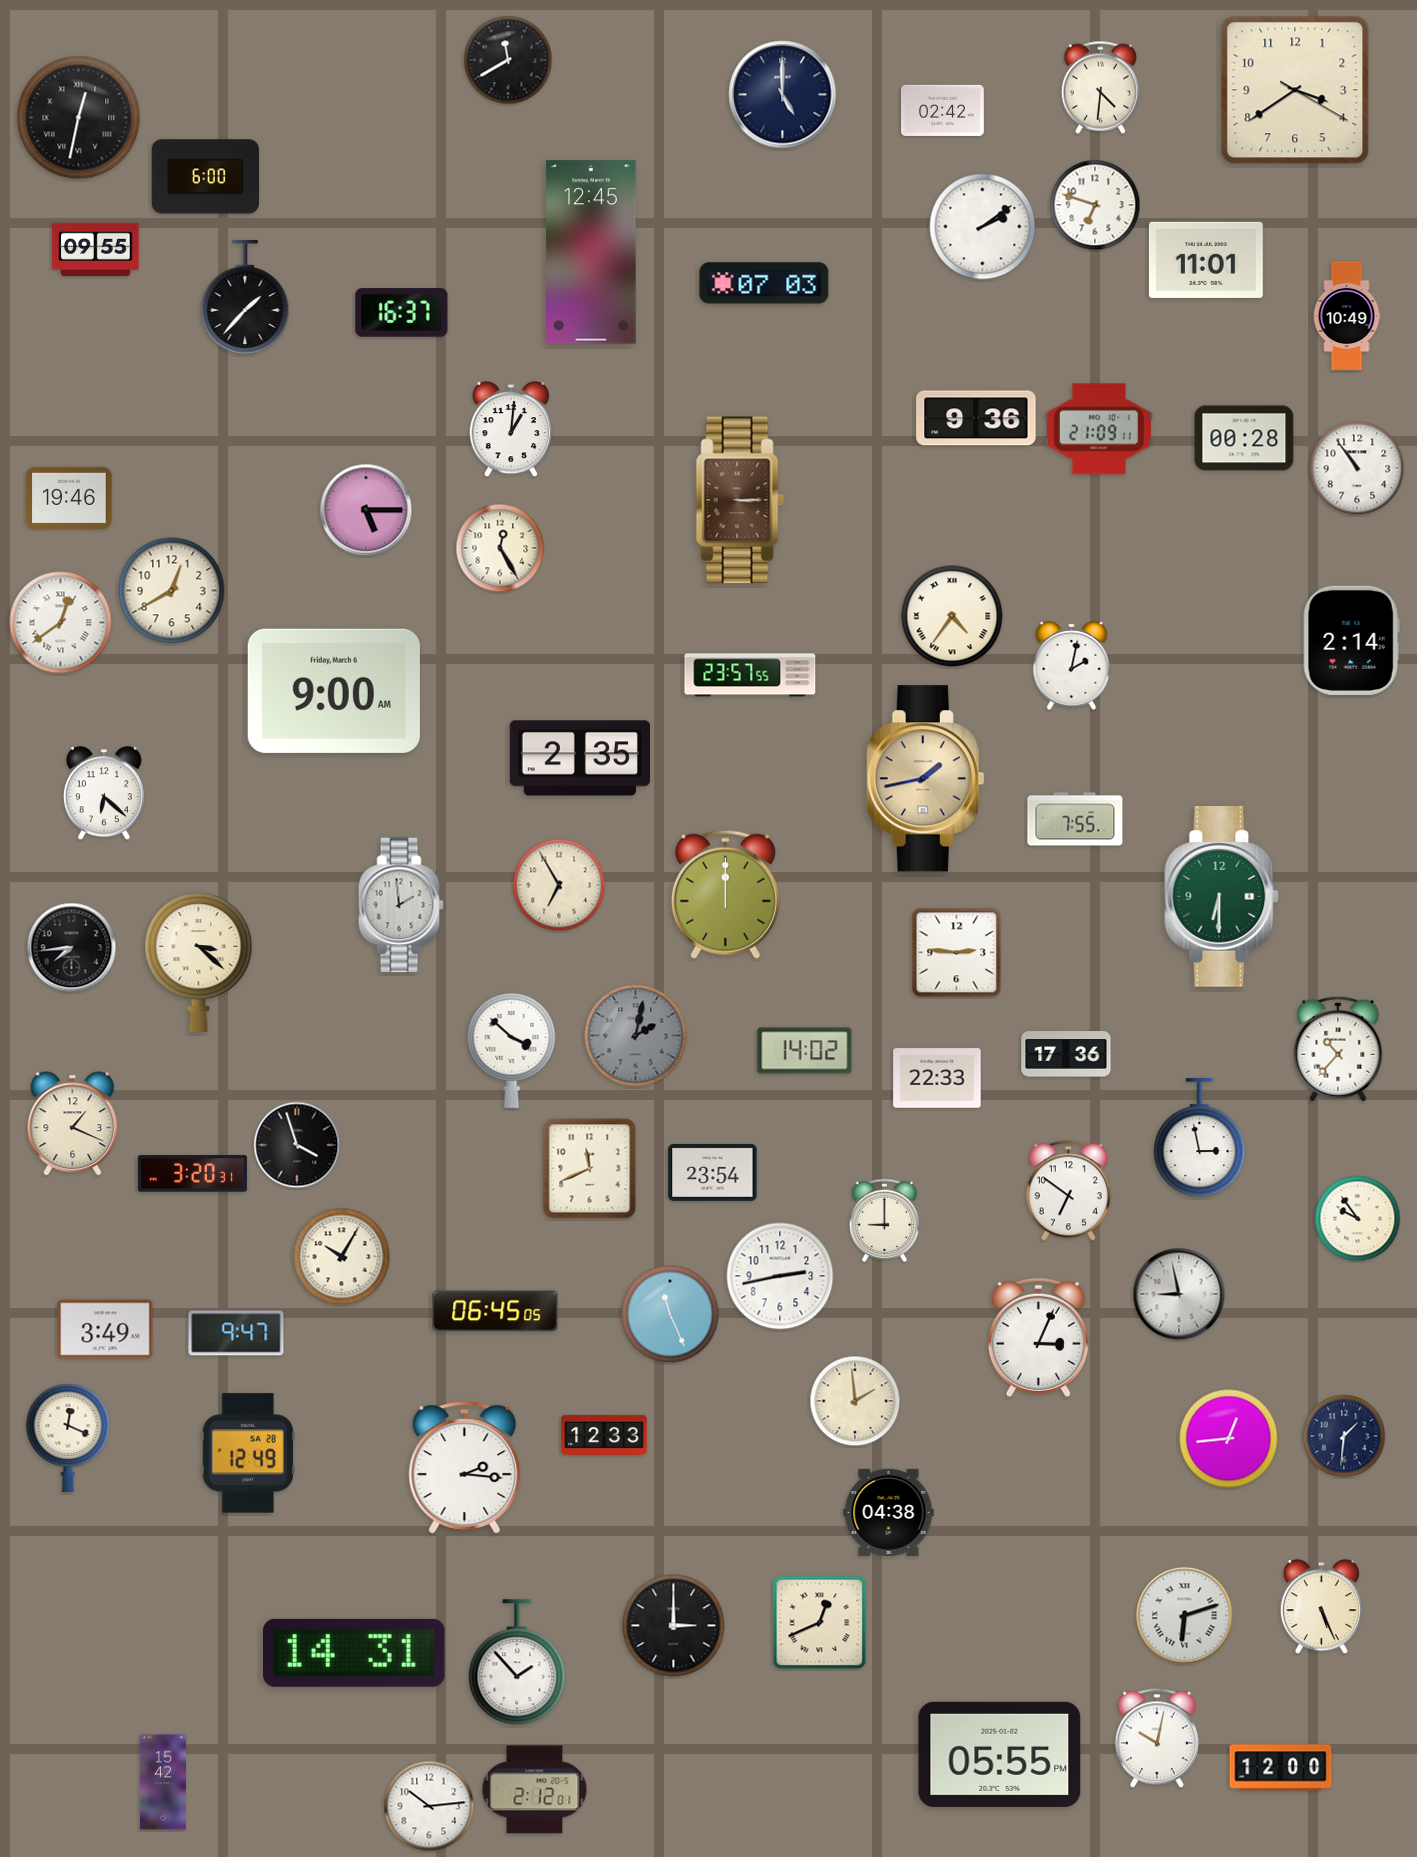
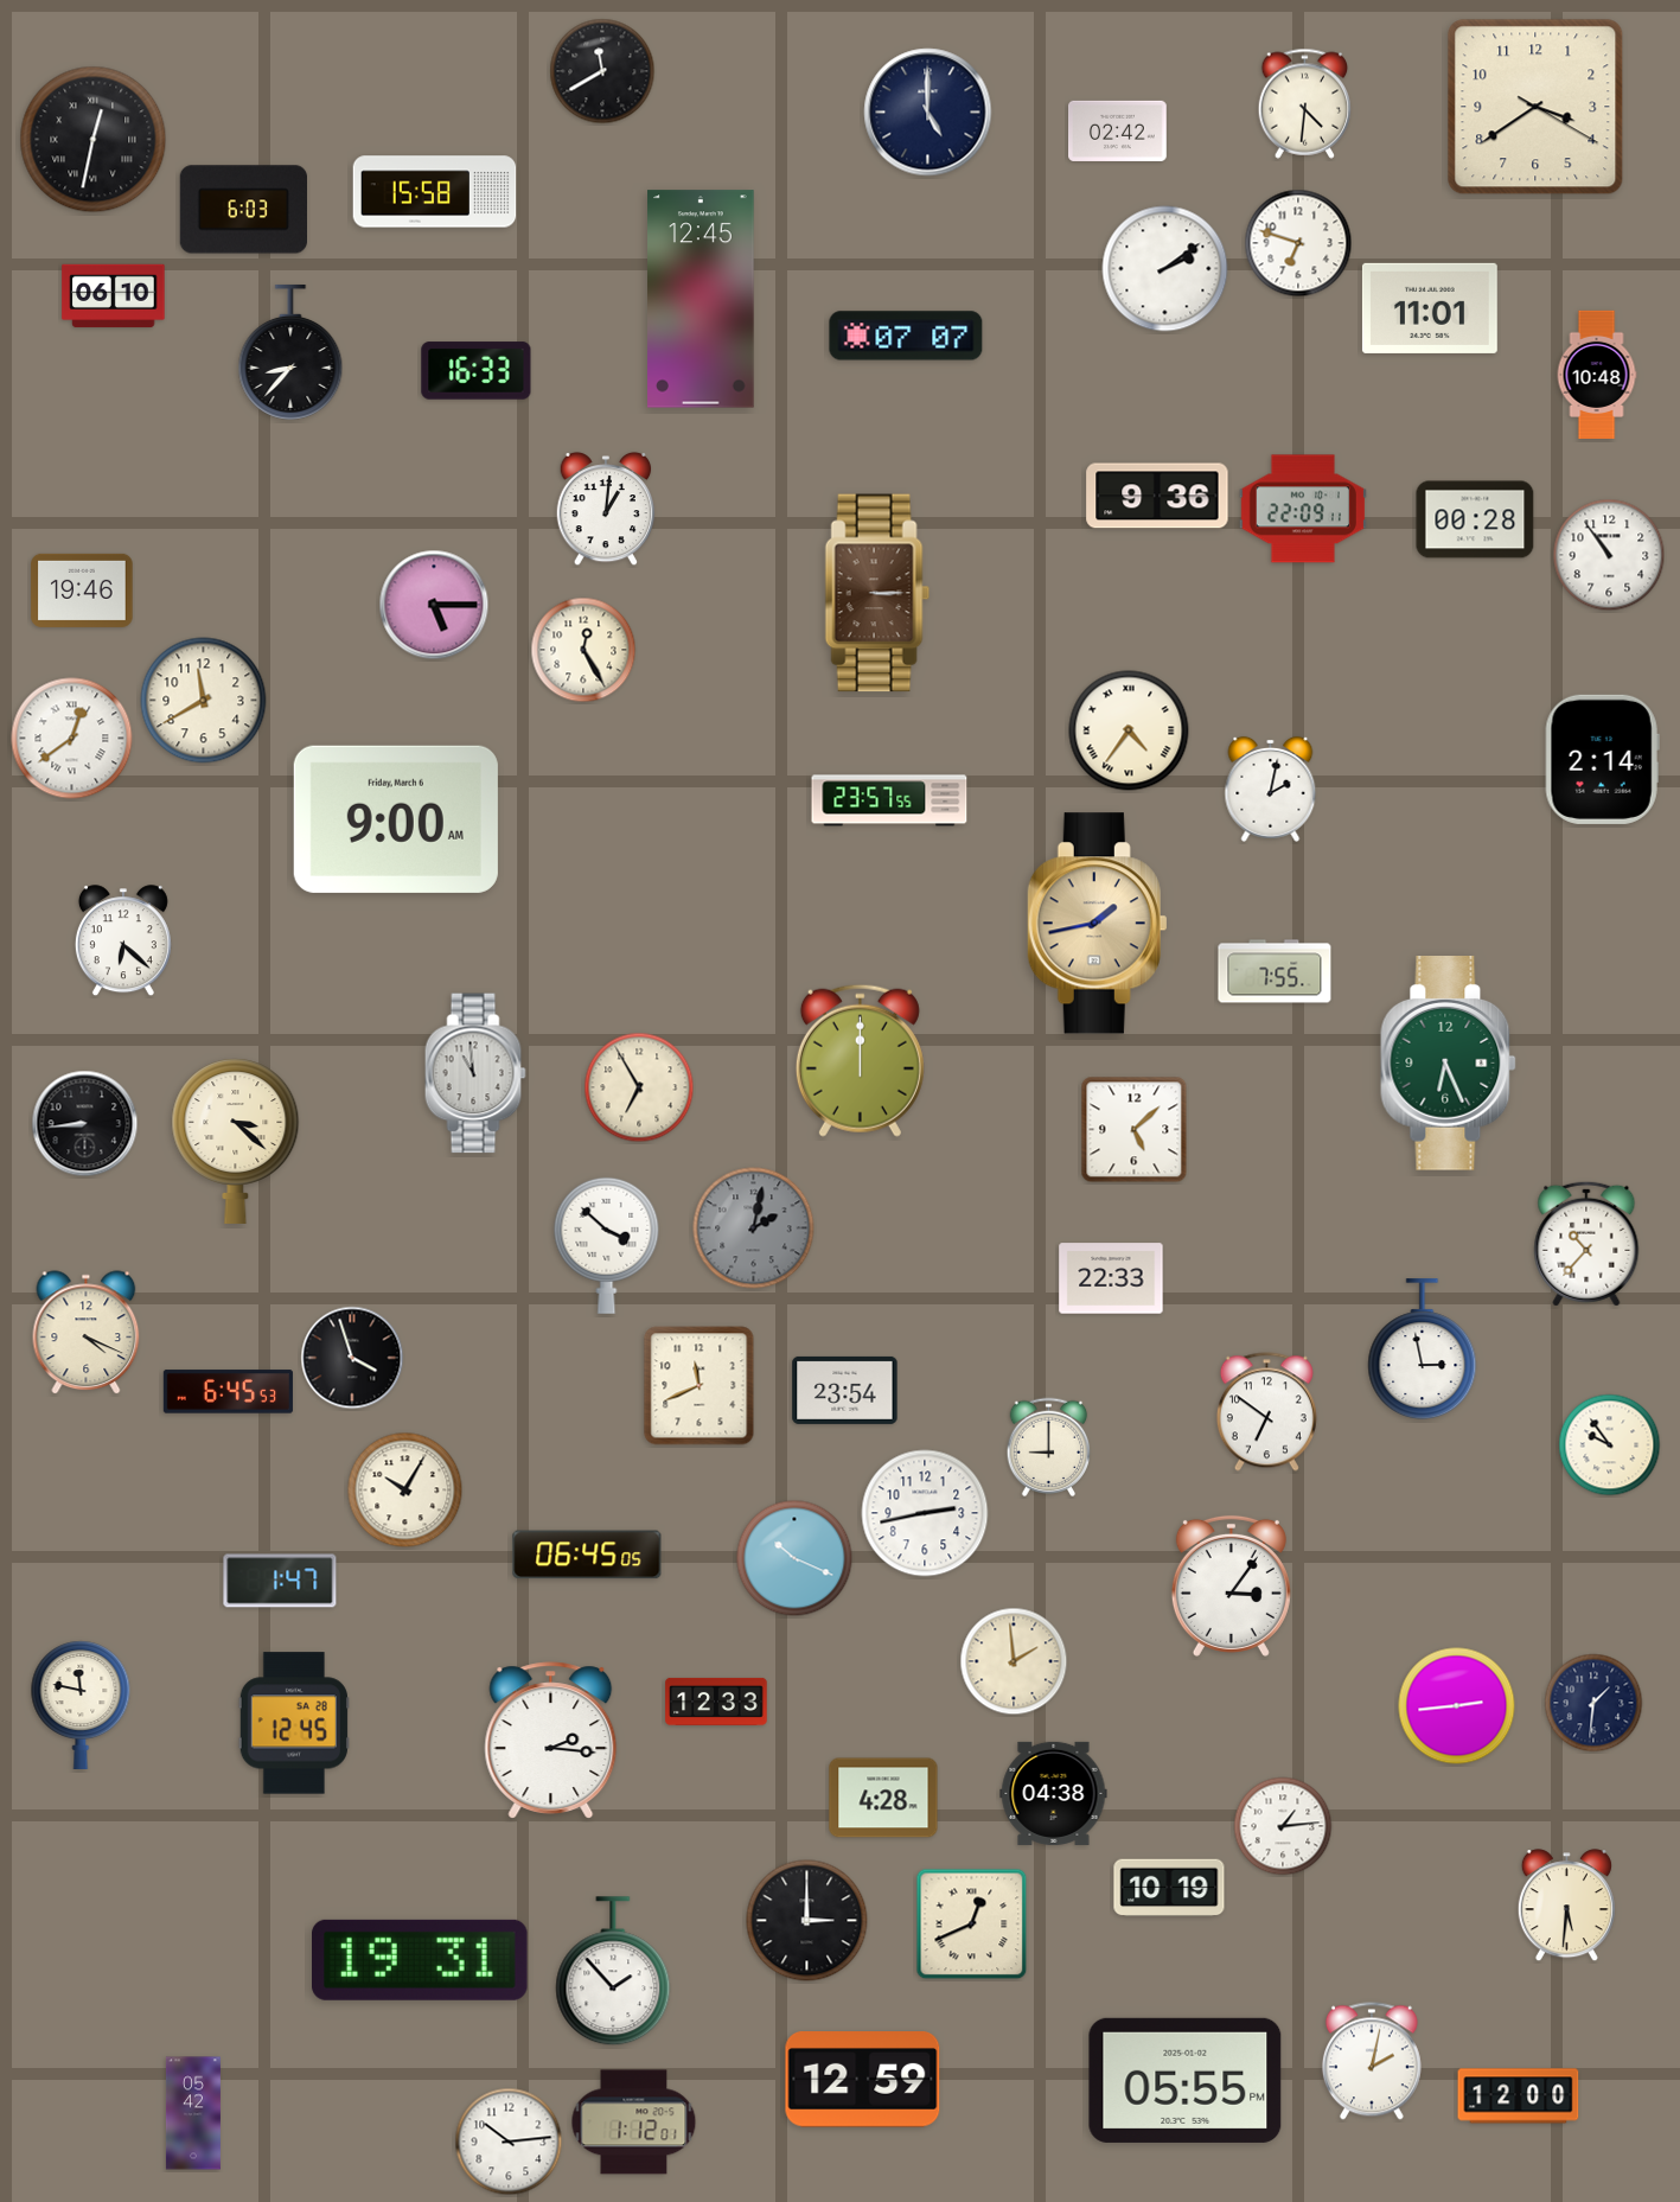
clock at (435, 192): none -> 15:58
clock at (205, 177): 6:00 -> 6:03
clock at (96, 250): 09:55 -> 06:10
clock at (764, 283): 07:03 -> 07:07
clock at (245, 297): 1:37 -> 8:37
clock at (402, 313): 16:37 -> 16:33
clock at (1347, 316): 10:49 -> 10:48
clock at (1099, 429): 21:09 -> 22:09
clock at (500, 548) position: (500, 548) -> (583, 650)
clock at (172, 591): 12:40 -> 11:40
clock at (580, 758): 2:35 -> none
clock at (559, 885) position: (559, 885) -> (639, 1087)
clock at (1222, 897): 6:30 -> 6:26
clock at (401, 905): 1:59 -> 10:59
clock at (72, 948): 7:44 -> 8:44
clock at (957, 953): 2:46 -> 5:08
clock at (805, 1051): 14:02 -> none
clock at (1066, 1054): 17:36 -> none
clock at (73, 1124): 1:19 -> 4:19
clock at (192, 1174): 3:20 -> 6:45
clock at (1179, 1294): 8:58 -> none
clock at (670, 1314): 11:26 -> 10:19
clock at (105, 1329): 3:49 -> none
clock at (236, 1333): 9:47 -> 1:47
clock at (1038, 1337): 3:04 -> 3:06
clock at (68, 1438): 12:19 -> 11:47
clock at (1229, 1439): 12:44 -> 2:44
clock at (248, 1453): 12:49 -> 12:45
clock at (883, 1798): none -> 4:28
clock at (1283, 1826): none -> 1:14
clock at (1169, 1888): none -> 10:19
clock at (1321, 1607): 5:26 -> 5:31
clock at (1185, 1616): 6:12 -> none
clock at (674, 1626) position: (674, 1626) -> (807, 1921)
clock at (355, 1653): 14:31 -> 19:31
clock at (1157, 1738): 10:02 -> 2:02
clock at (863, 2080): none -> 12:59
clock at (163, 1782): 15:42 -> 05:42
clock at (535, 1790): 2:12 -> 1:12
